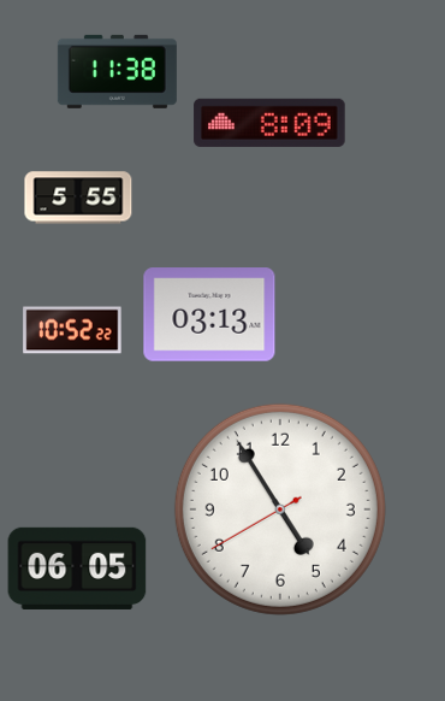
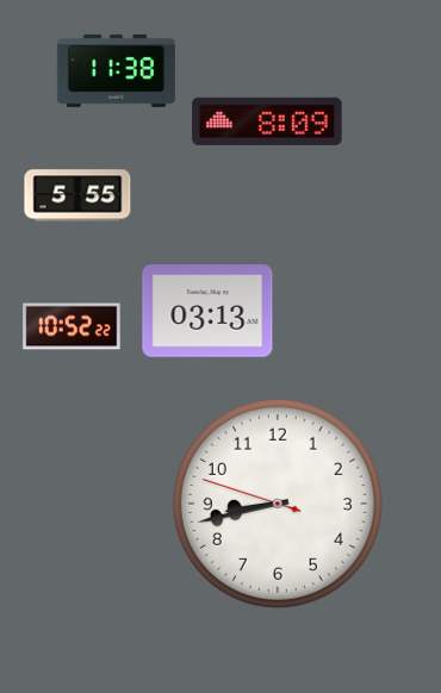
clock at (280, 509): 4:54 -> 8:42
clock at (77, 569): 06:05 -> none
